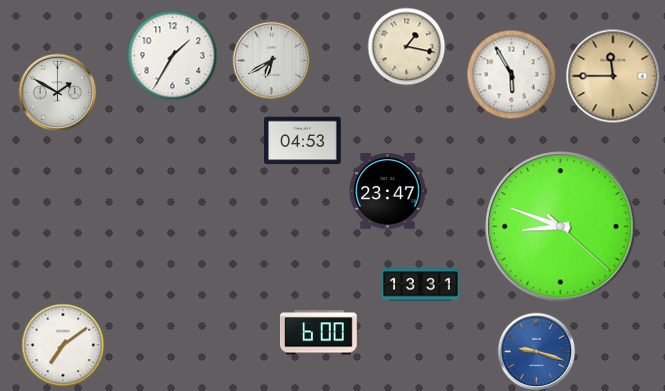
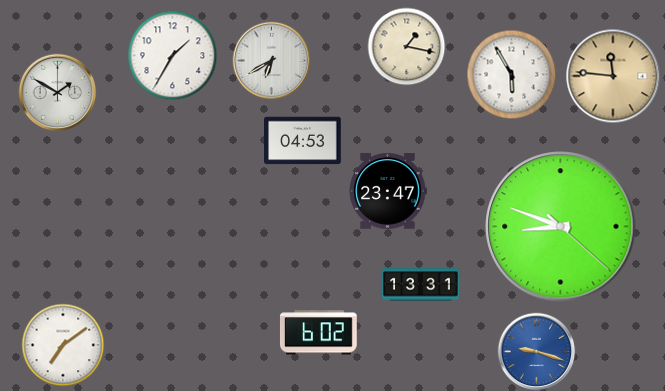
clock at (613, 76): 11:45 -> 11:46
clock at (319, 333): 6:00 -> 6:02
